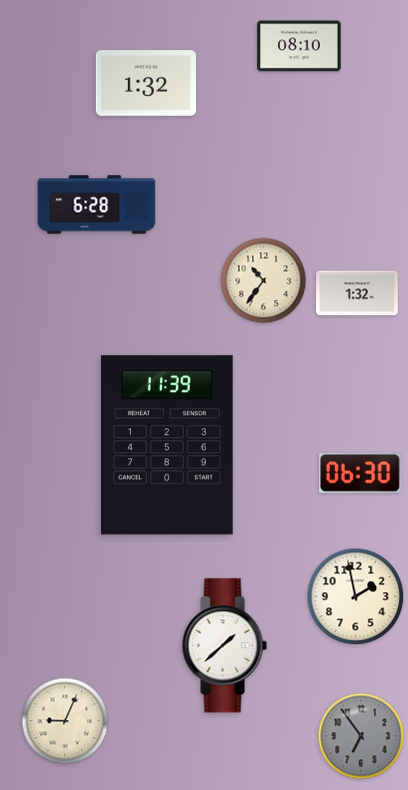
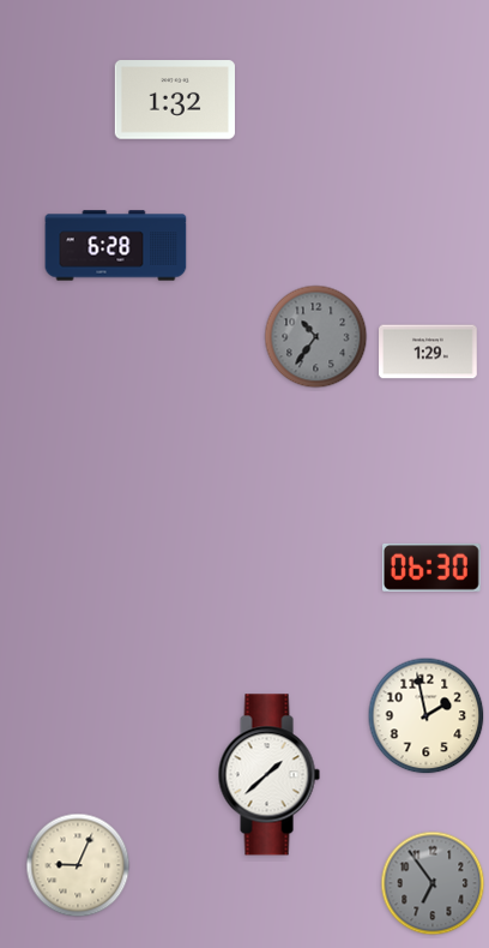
clock at (299, 46): 08:10 -> none
clock at (264, 281) dial: cream -> grey
clock at (357, 293): 1:32 -> 1:29
clock at (167, 445): 11:39 -> none
